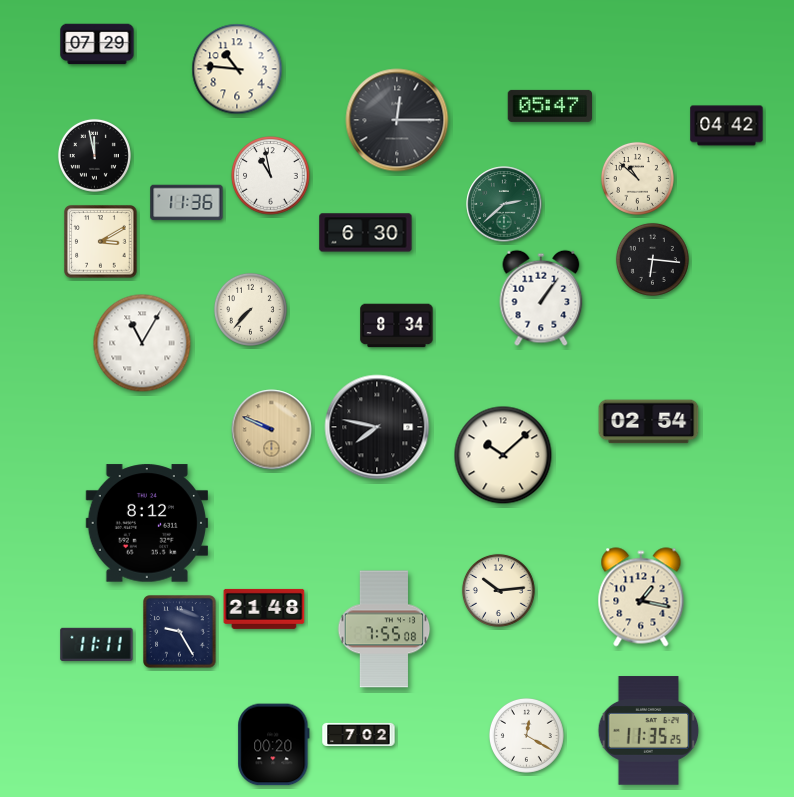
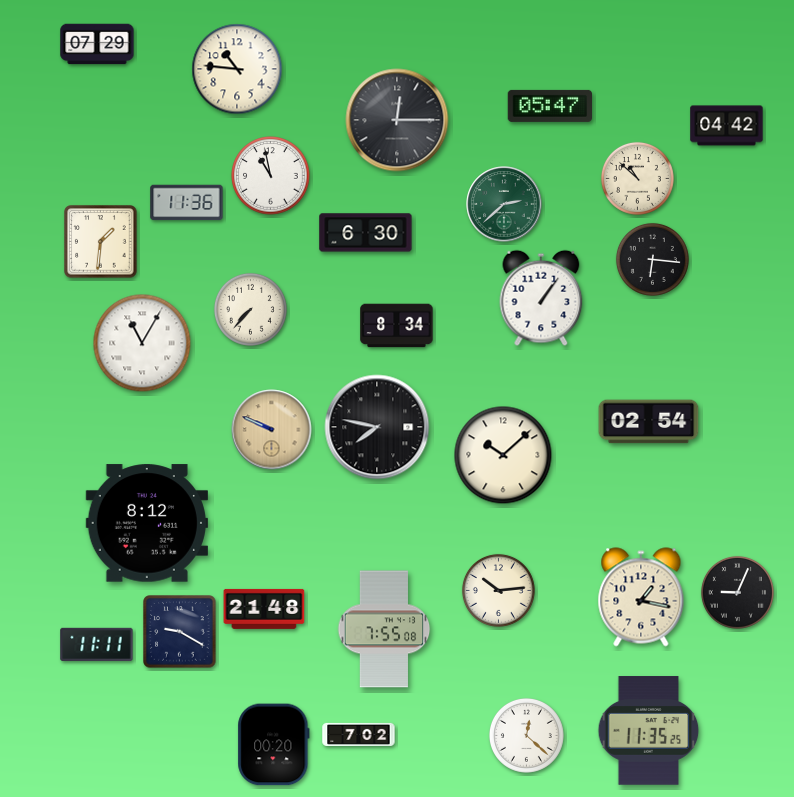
clock at (94, 155): 11:58 -> none
clock at (101, 242): 3:10 -> 1:31
clock at (737, 592): none -> 9:04
clock at (180, 632): 9:25 -> 9:20
clock at (526, 735): 12:20 -> 12:22
